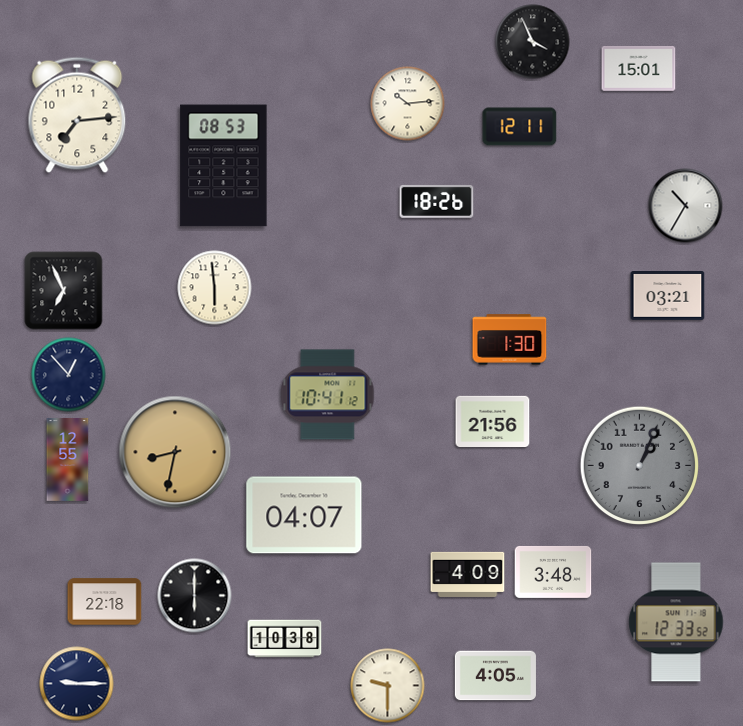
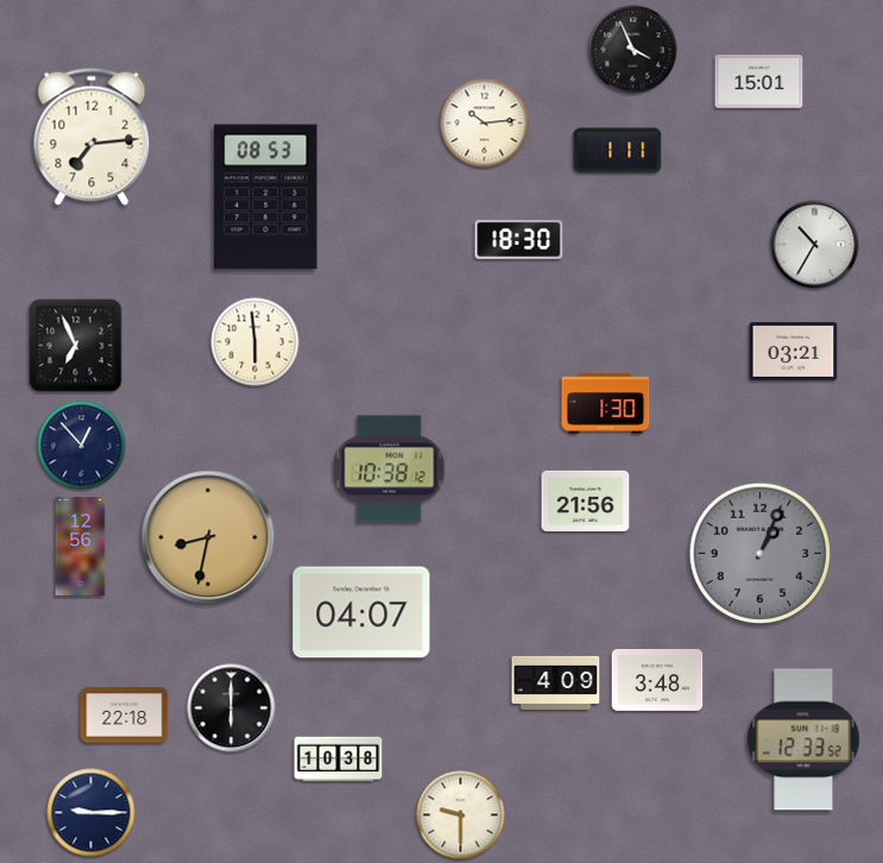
clock at (520, 127): 12:11 -> 1:11
clock at (437, 202): 18:26 -> 18:30
clock at (328, 395): 10:41 -> 10:38
clock at (68, 459): 12:55 -> 12:56
clock at (495, 676): 4:05 -> none
